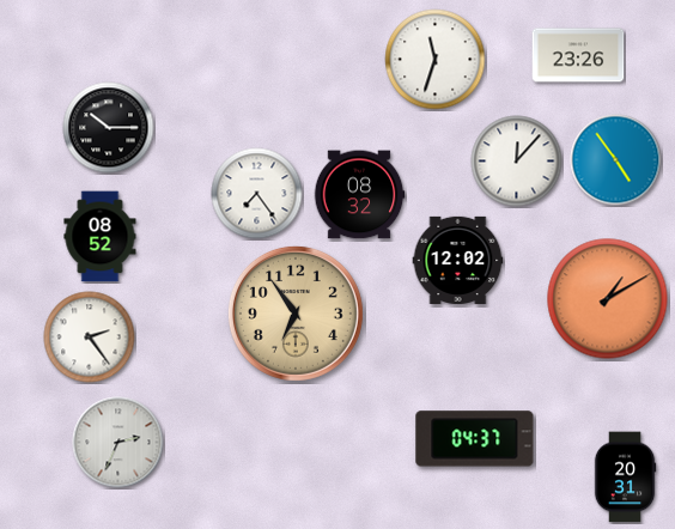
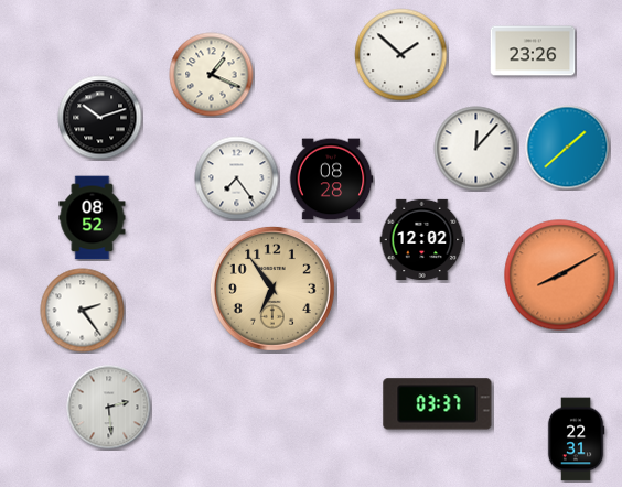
clock at (436, 60): 11:33 -> 1:52
clock at (212, 75): none -> 1:19
clock at (109, 128): 10:15 -> 10:12
clock at (616, 160): 4:54 -> 1:38
clock at (359, 195): 08:32 -> 08:28
clock at (608, 299): 1:10 -> 8:10
clock at (475, 439): 04:37 -> 03:37
clock at (118, 443): 2:34 -> 2:29
clock at (625, 478): 20:31 -> 22:31
